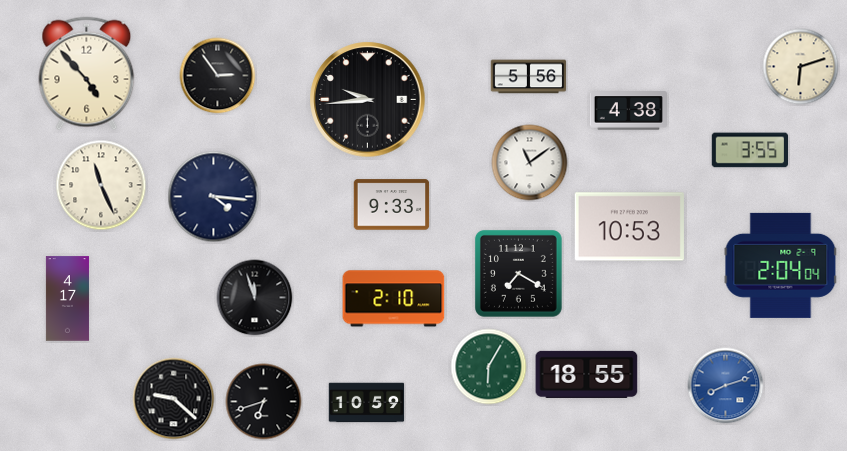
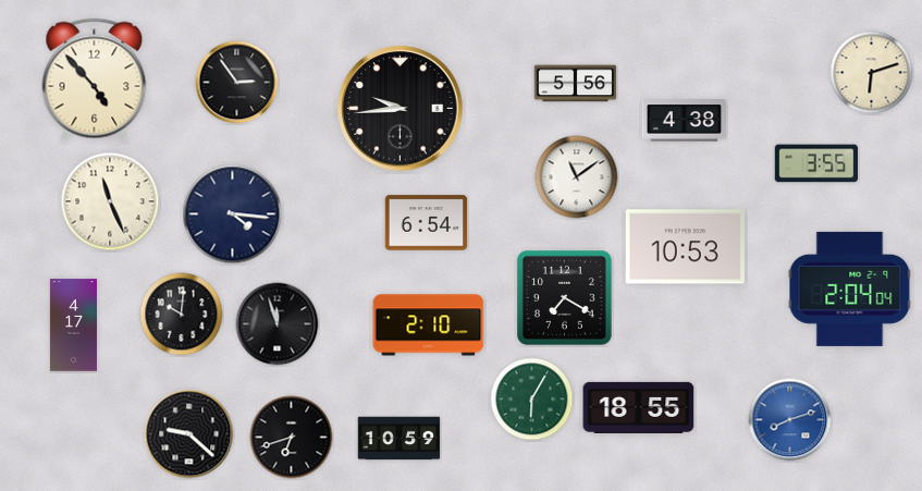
clock at (392, 205): 9:33 -> 6:54
clock at (182, 315): none -> 10:01
clock at (264, 402) position: (264, 402) -> (292, 438)
